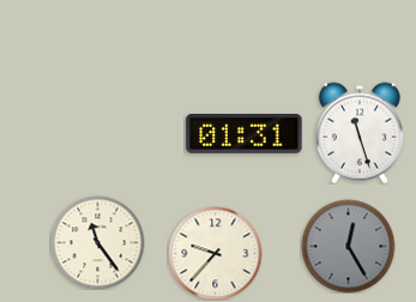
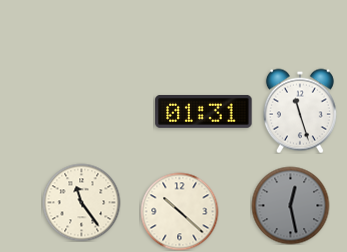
clock at (348, 246): 12:25 -> 12:28
clock at (215, 253): 9:37 -> 10:22
